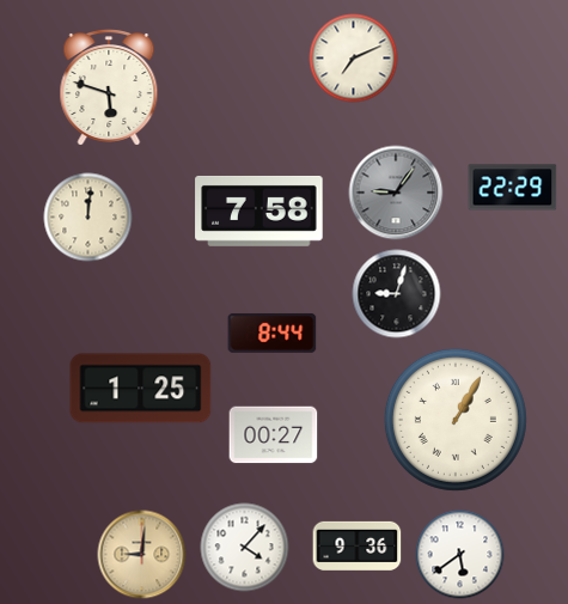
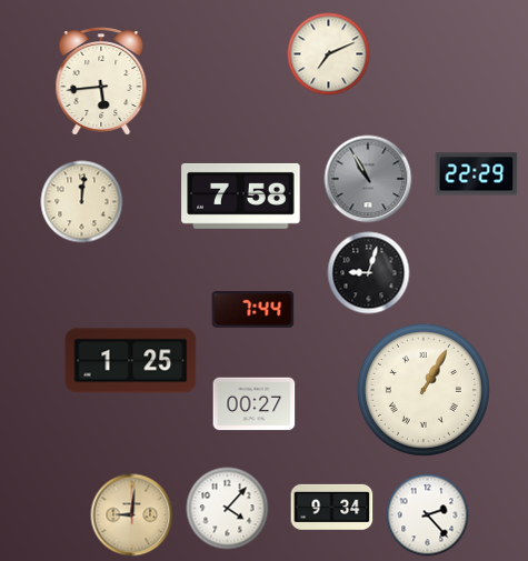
clock at (109, 87): 5:48 -> 5:44
clock at (396, 193): 9:06 -> 10:55
clock at (273, 334): 8:44 -> 7:44
clock at (358, 545): 9:36 -> 9:34
clock at (460, 555): 5:39 -> 2:23
